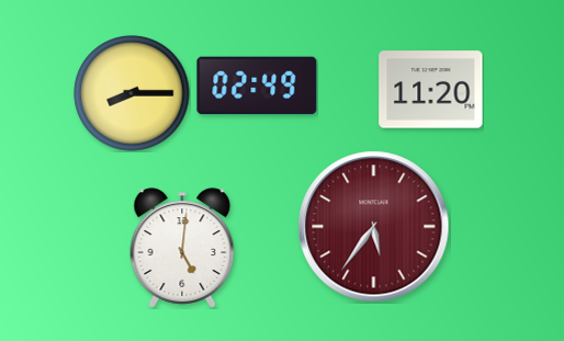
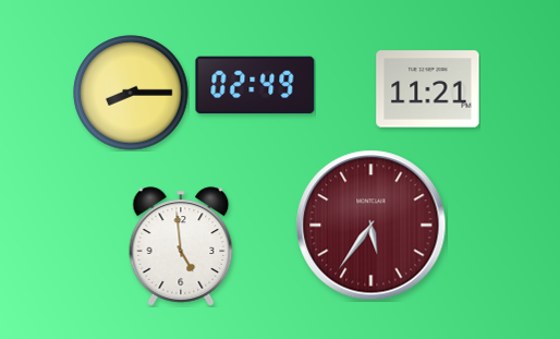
clock at (431, 90): 11:20 -> 11:21
clock at (182, 248): 5:01 -> 4:59
